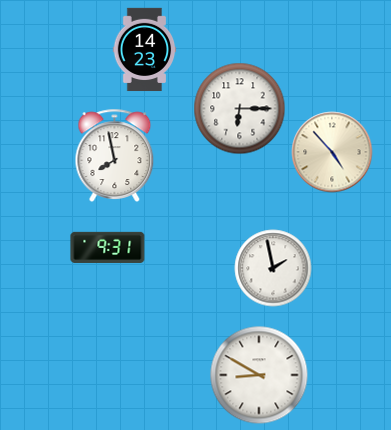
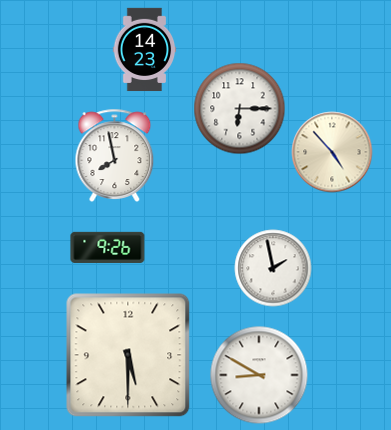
clock at (108, 247): 9:31 -> 9:26
clock at (128, 355): none -> 5:30
